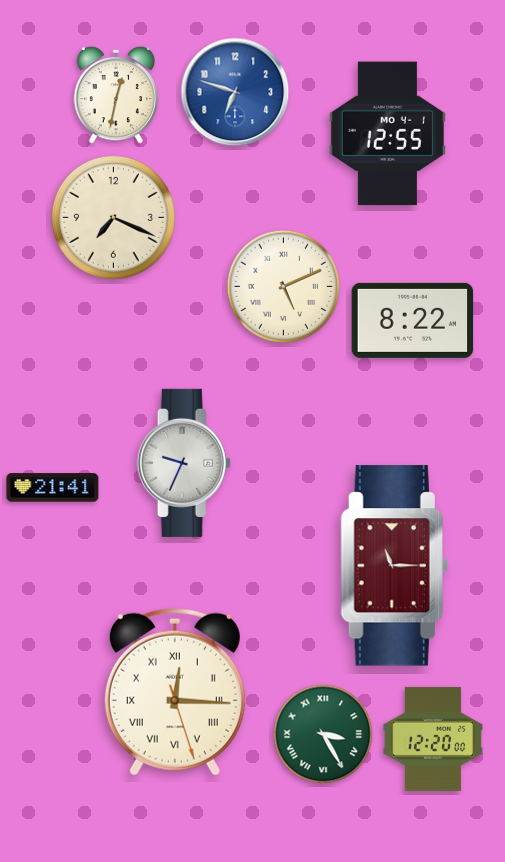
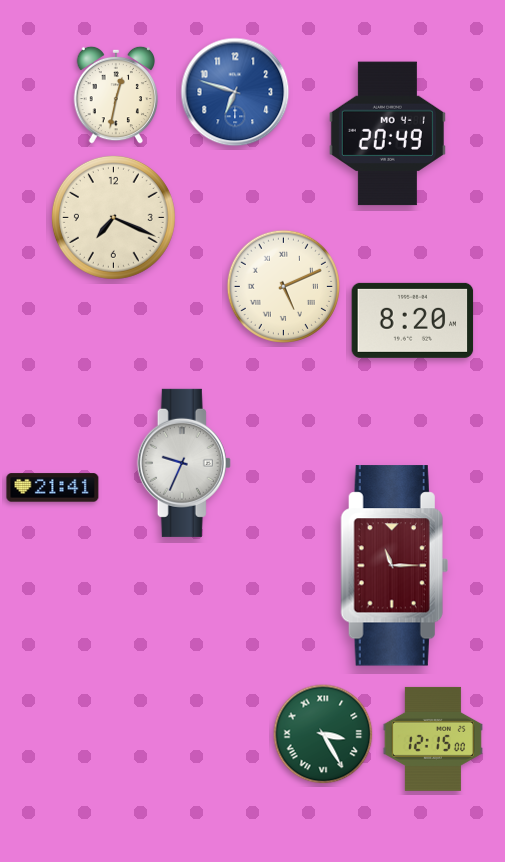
clock at (387, 134): 12:55 -> 20:49
clock at (413, 320): 8:22 -> 8:20
clock at (175, 692): 12:15 -> none
clock at (433, 739): 12:20 -> 12:15
